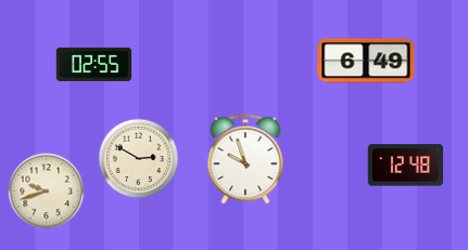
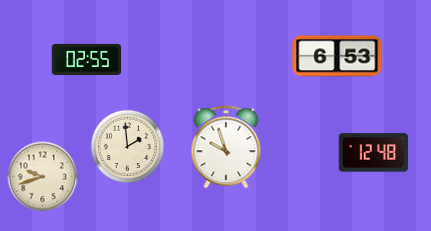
clock at (366, 61): 6:49 -> 6:53
clock at (139, 159): 2:50 -> 1:59
